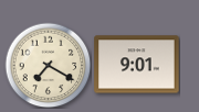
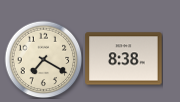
clock at (137, 65): 9:01 -> 8:38
